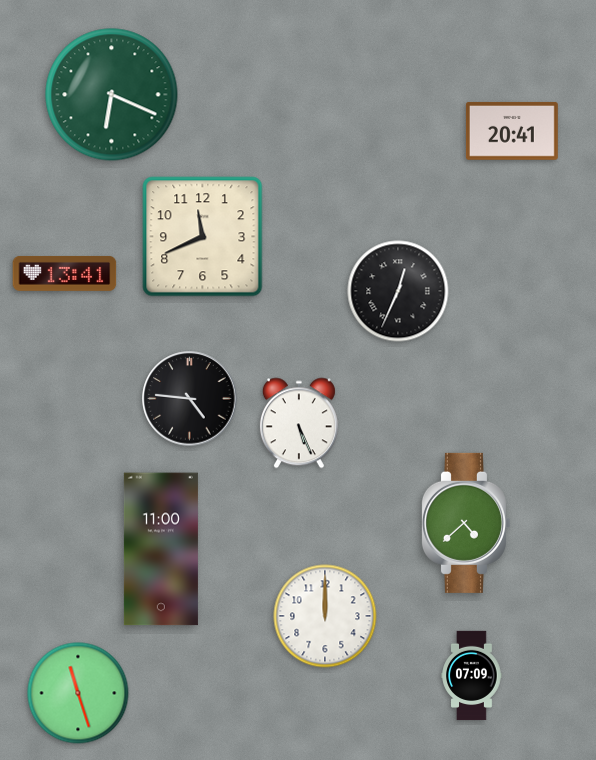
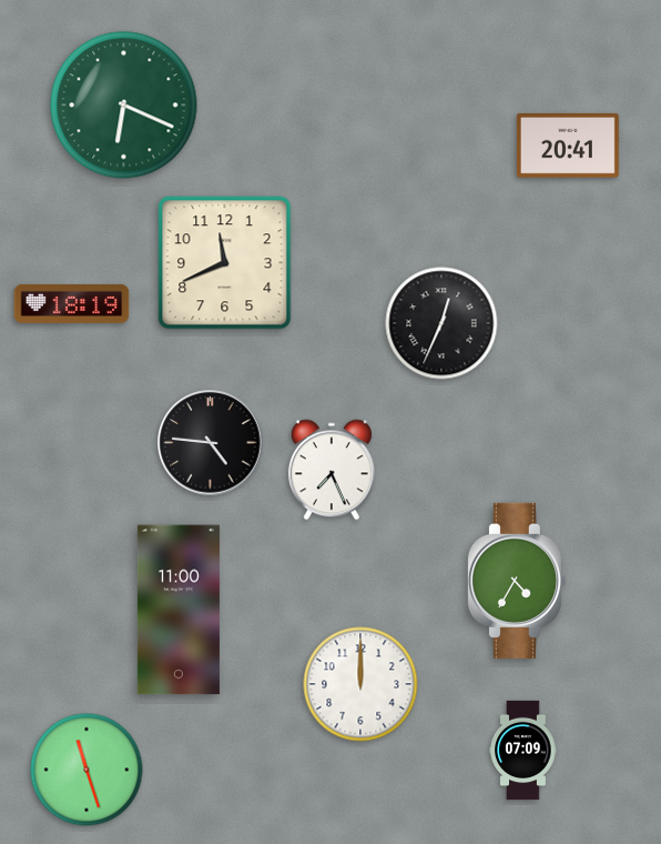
clock at (65, 273): 13:41 -> 18:19
clock at (299, 423): 5:26 -> 7:26
clock at (465, 523): 4:38 -> 4:35
